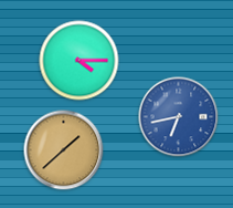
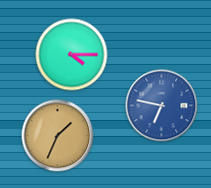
clock at (179, 117): 6:43 -> 6:47
clock at (64, 150): 1:38 -> 1:34
